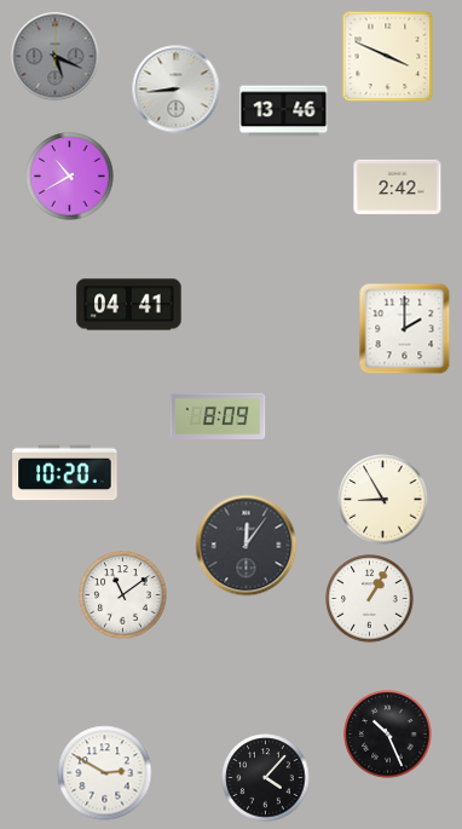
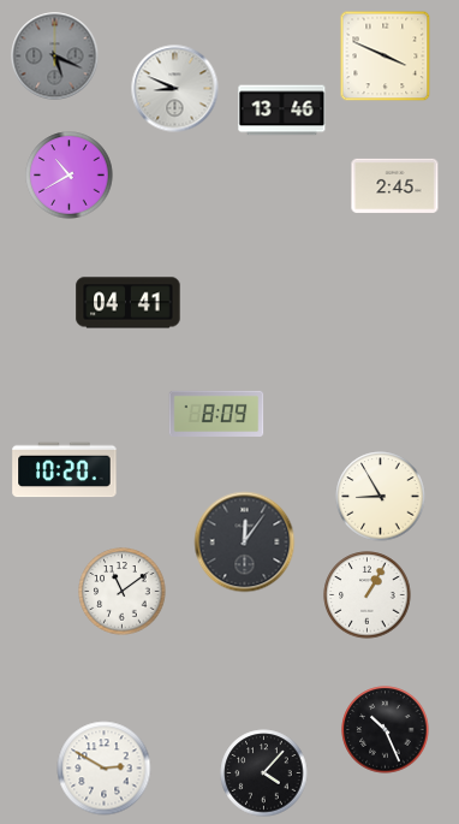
clock at (177, 90): 8:44 -> 8:49
clock at (398, 186): 2:42 -> 2:45
clock at (405, 329): 2:00 -> none
